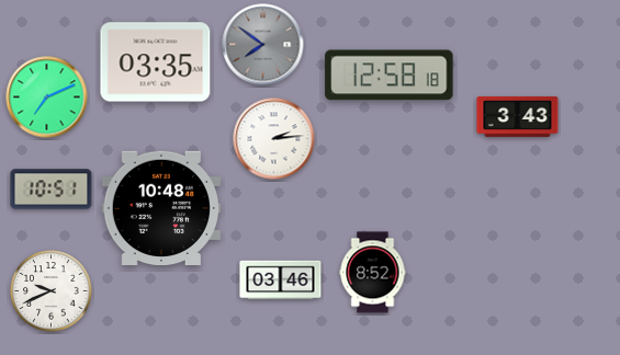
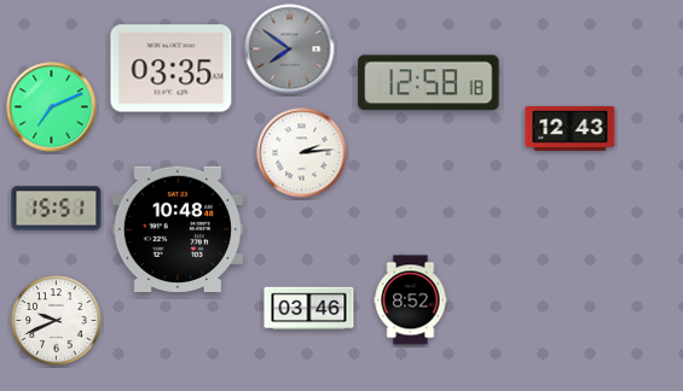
clock at (518, 116): 3:43 -> 12:43
clock at (52, 190): 10:51 -> 15:51
